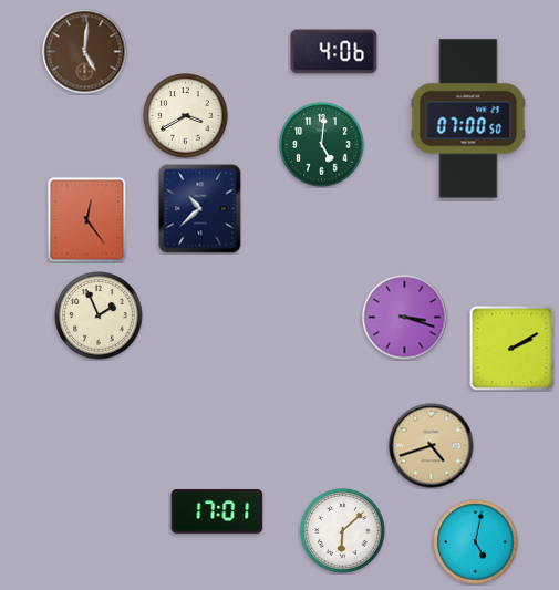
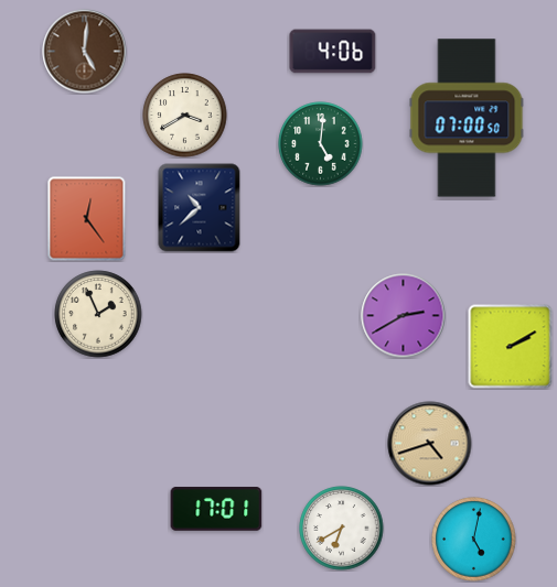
clock at (405, 318): 3:18 -> 2:40
clock at (343, 531): 6:08 -> 6:40
